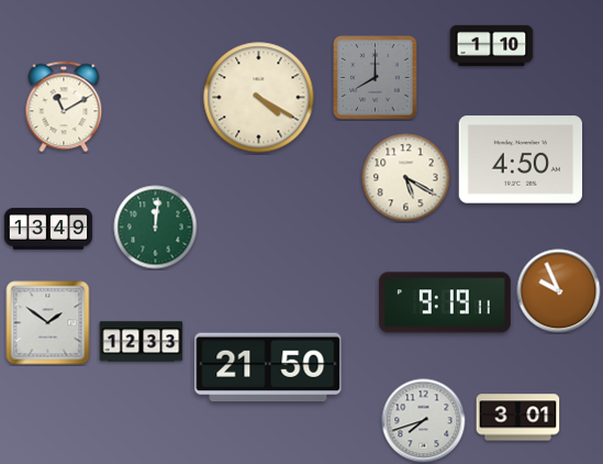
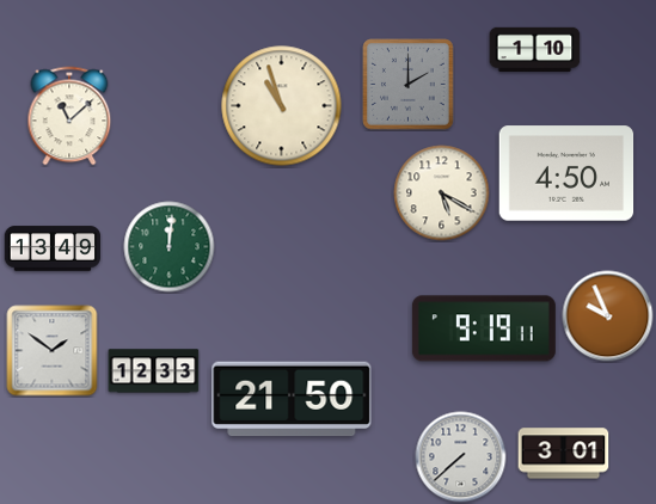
clock at (376, 78): 8:00 -> 2:00
clock at (259, 98): 4:20 -> 10:57
clock at (64, 107): 11:10 -> 11:08
clock at (424, 421): 7:42 -> 7:38
